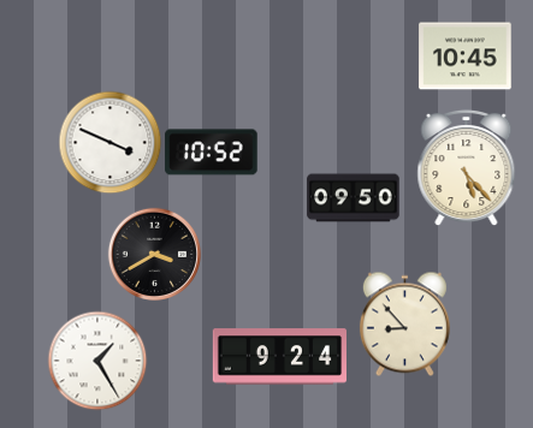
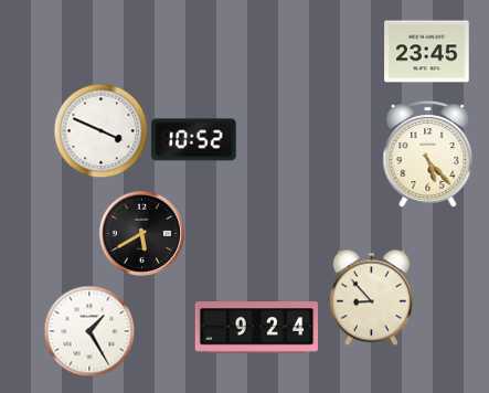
clock at (466, 57): 10:45 -> 23:45
clock at (354, 198): 09:50 -> none
clock at (154, 254): 3:40 -> 5:40
